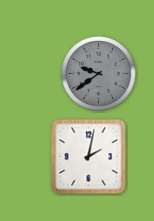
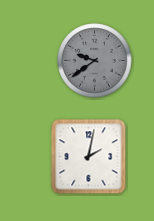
clock at (99, 74) position: (99, 74) -> (95, 61)
